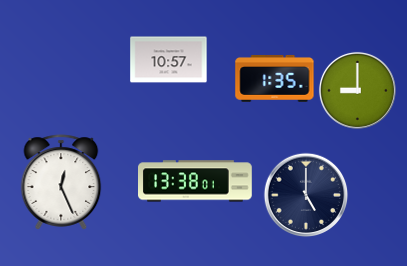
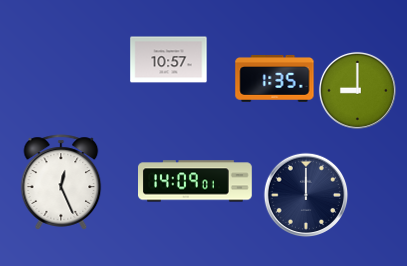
clock at (195, 181): 13:38 -> 14:09
clock at (306, 195): 5:00 -> 12:00
